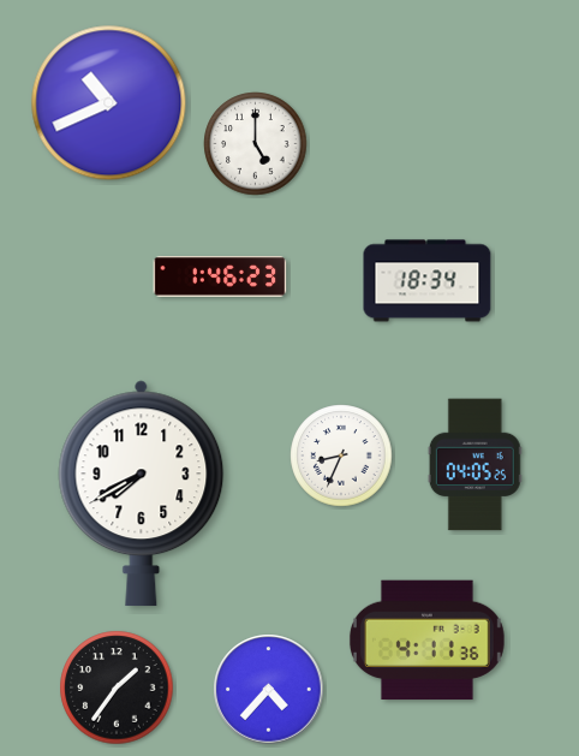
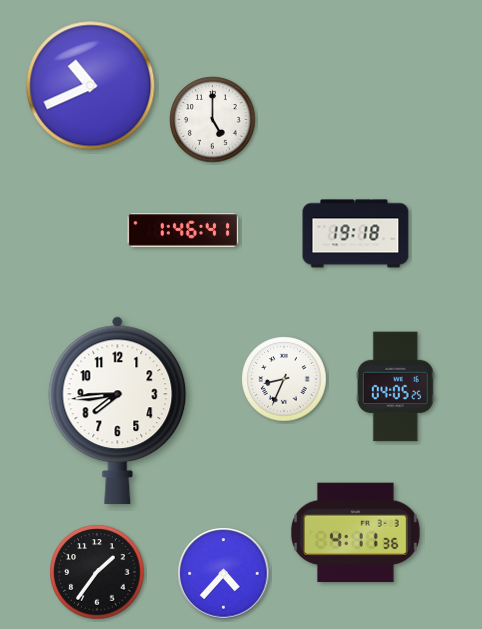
clock at (220, 276): 1:46:23 -> 1:46:41
clock at (428, 281): 18:34 -> 19:18
clock at (142, 494): 7:40 -> 7:44
